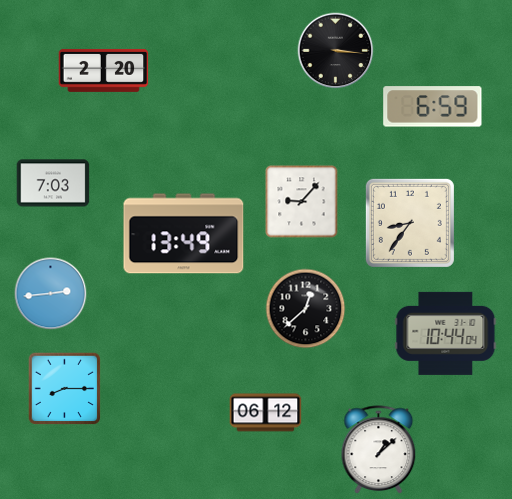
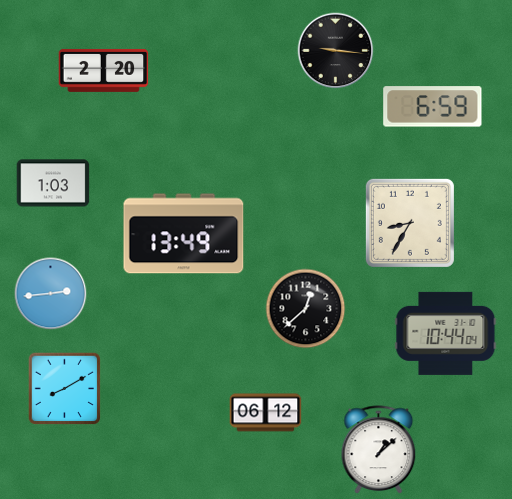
clock at (336, 51): 3:16 -> 9:16
clock at (53, 183): 7:03 -> 1:03
clock at (302, 202): 9:07 -> none
clock at (410, 223): 8:36 -> 8:35
clock at (65, 389): 8:15 -> 8:10
